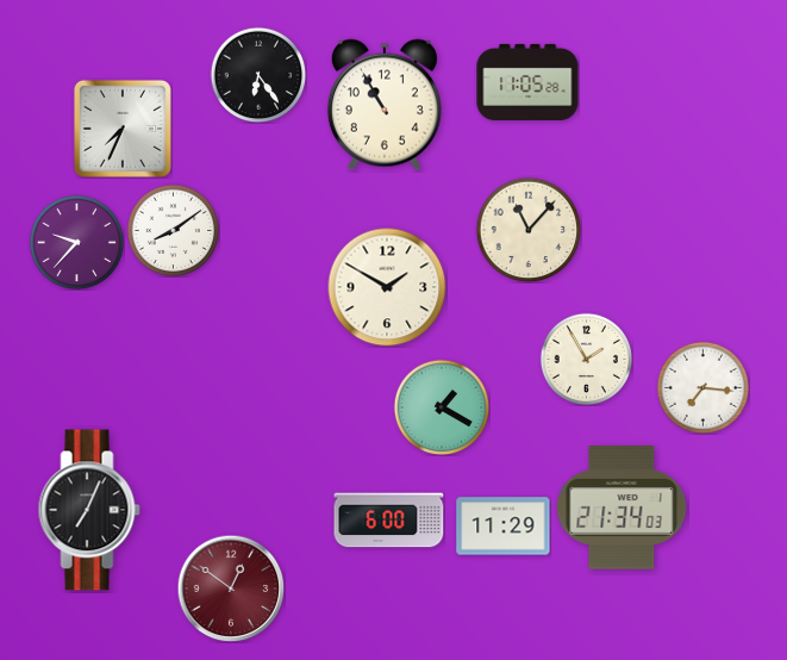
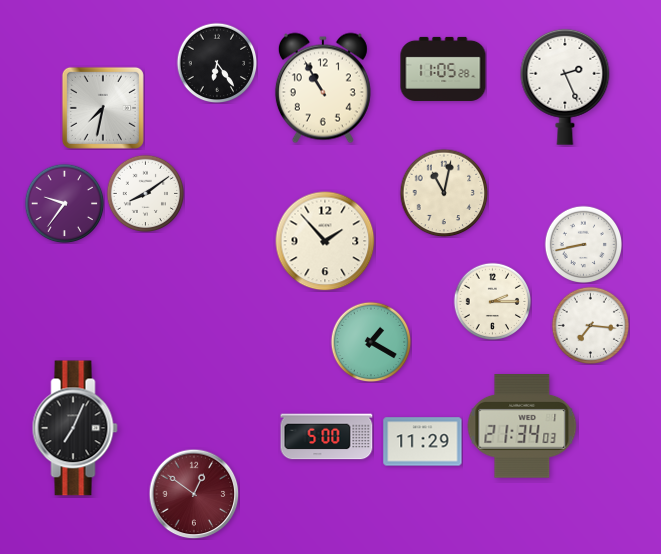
clock at (565, 87): none -> 2:26
clock at (123, 129): 7:34 -> 7:32
clock at (529, 230): 11:07 -> 11:02
clock at (76, 242): 9:37 -> 9:36
clock at (387, 287): 1:50 -> 1:53
clock at (583, 244): none -> 8:43
clock at (586, 359): 1:55 -> 2:15
clock at (389, 521): 6:00 -> 5:00
